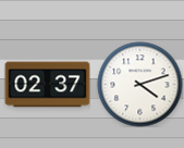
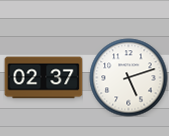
clock at (139, 84): 4:12 -> 5:12
